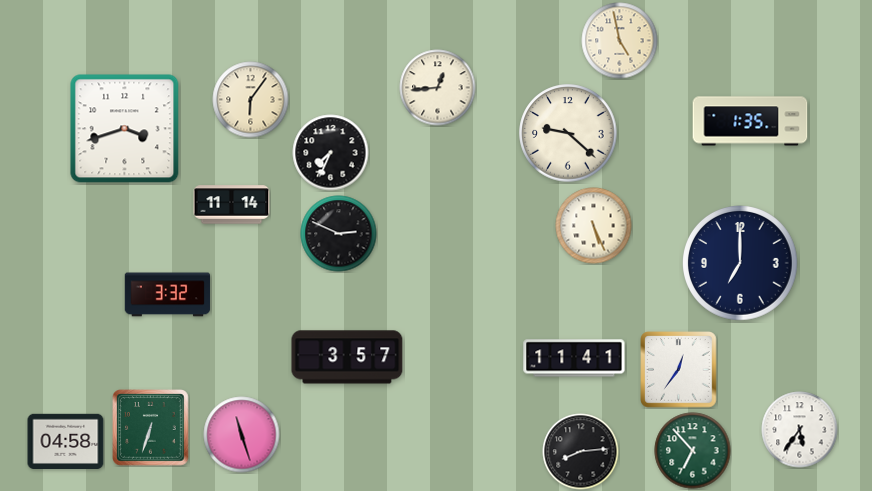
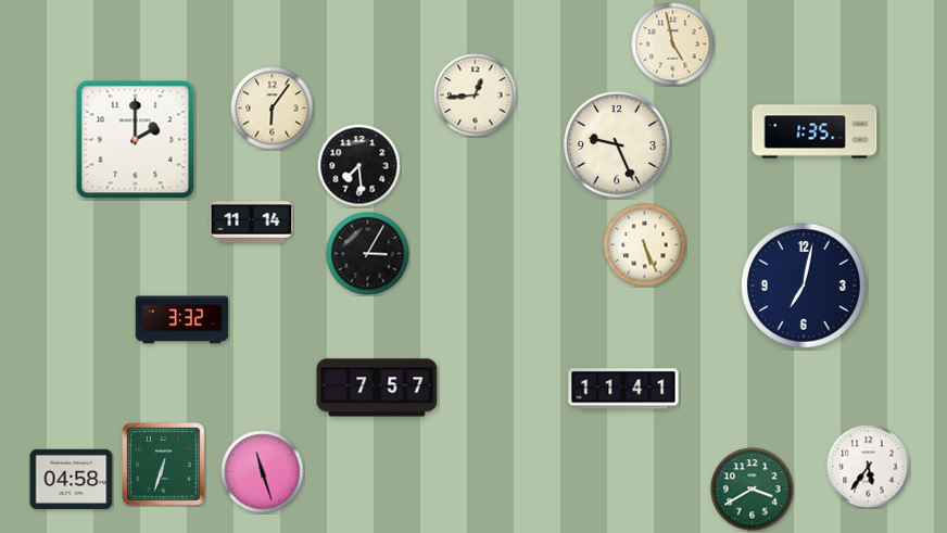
clock at (125, 129): 3:42 -> 2:00
clock at (568, 133): 9:22 -> 9:26
clock at (331, 153): 7:34 -> 7:29
clock at (339, 234): 2:49 -> 3:05
clock at (741, 264): 7:00 -> 7:02
clock at (347, 357): 3:57 -> 7:57
clock at (679, 370): 12:36 -> none
clock at (693, 451): 6:53 -> 3:40
clock at (581, 452): 8:14 -> none
